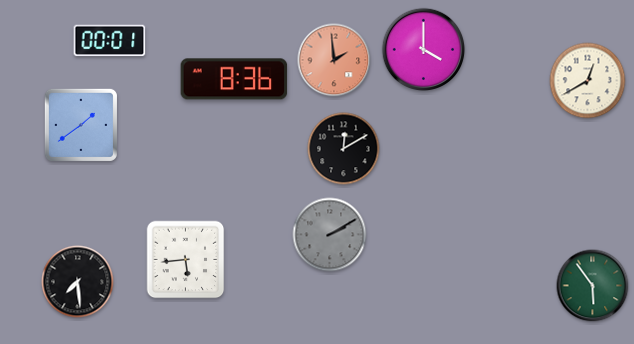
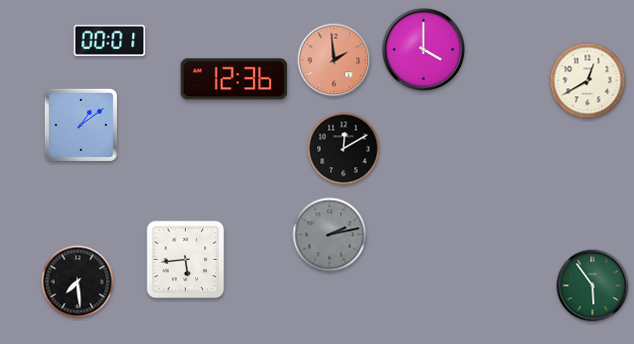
clock at (234, 79): 8:36 -> 12:36
clock at (81, 125): 1:39 -> 1:09
clock at (330, 235): 2:10 -> 2:13
